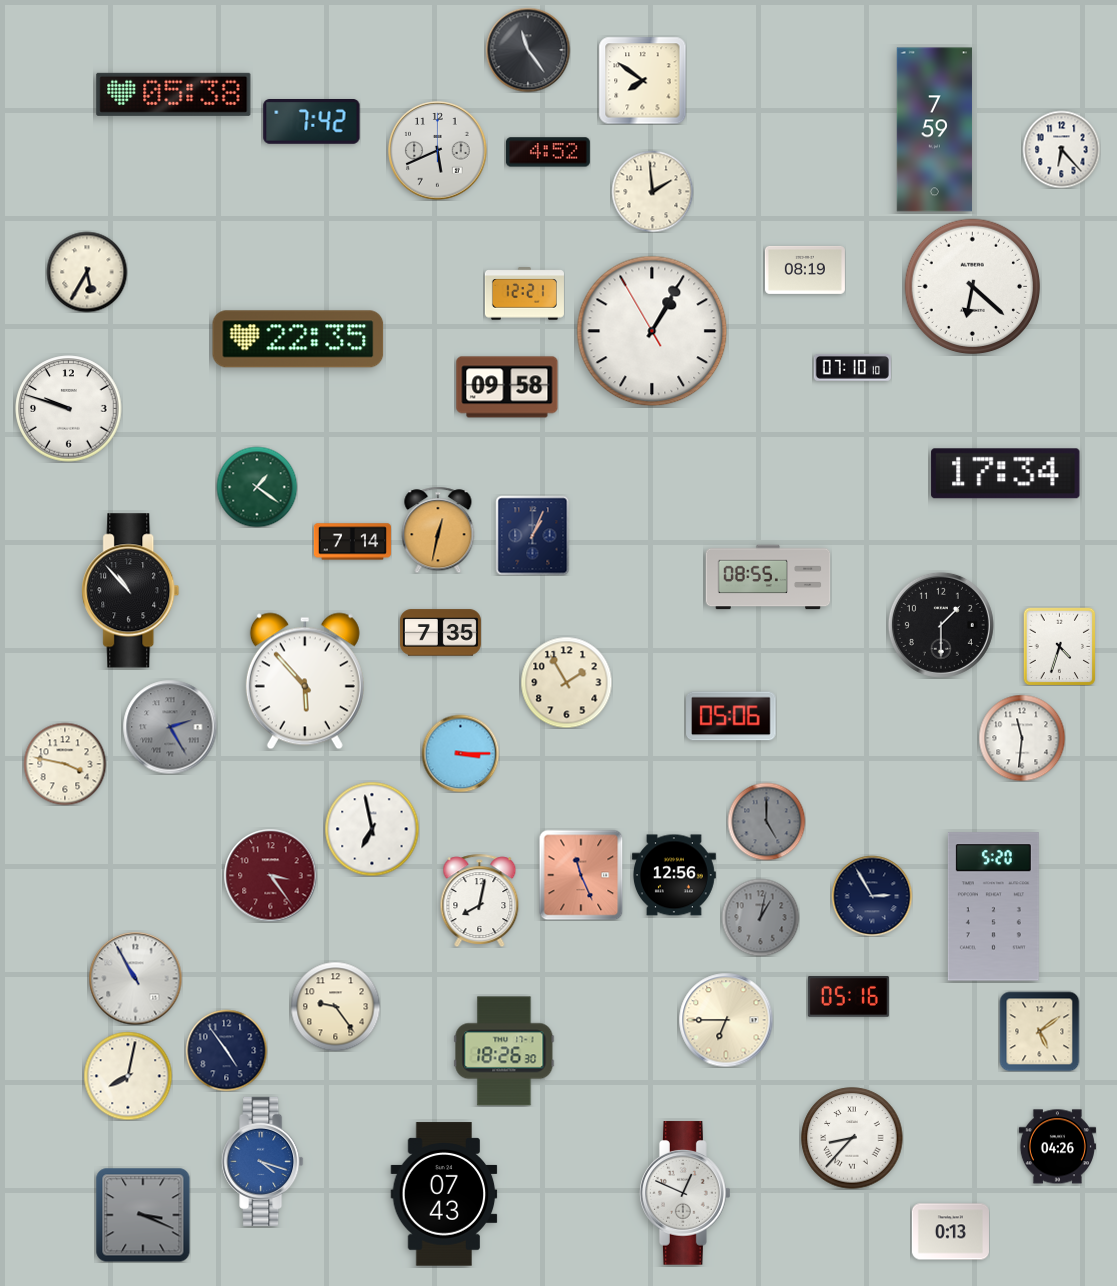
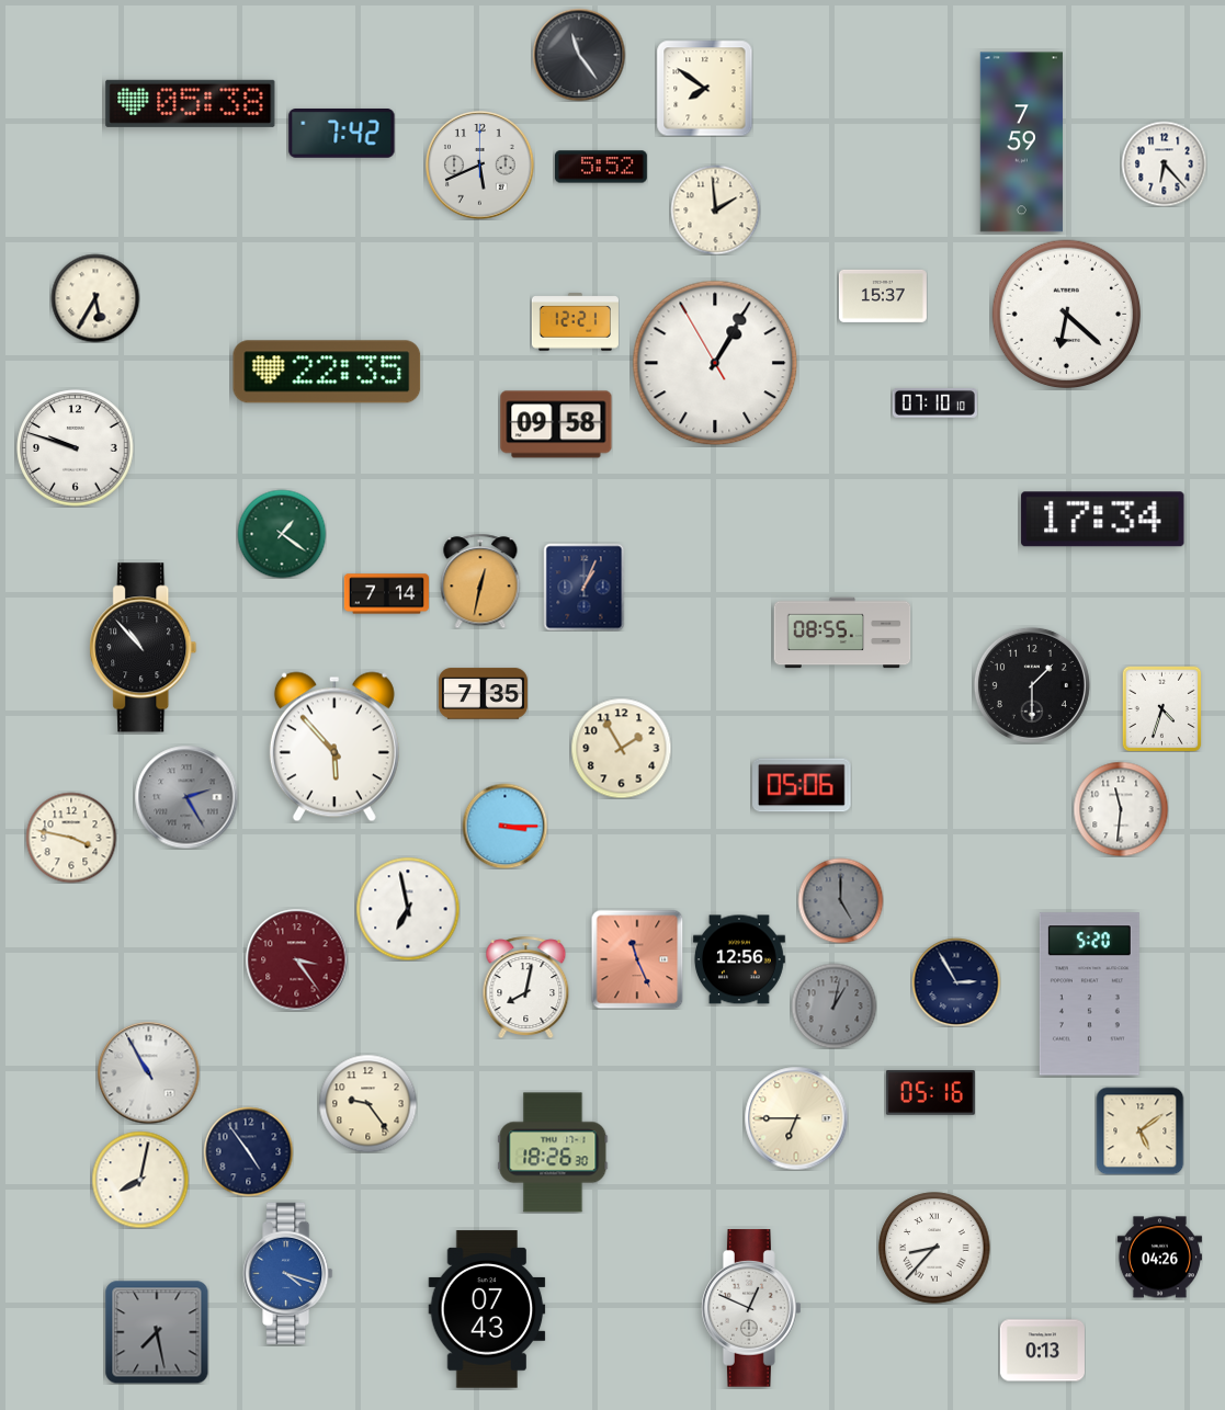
clock at (934, 130) position: (934, 130) -> (1021, 143)
clock at (548, 152): 4:52 -> 5:52
clock at (805, 270): 08:19 -> 15:37
clock at (143, 1215): 3:19 -> 7:28
